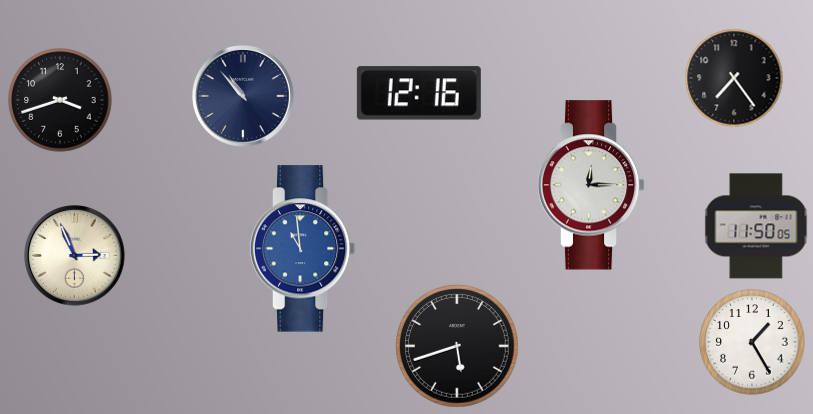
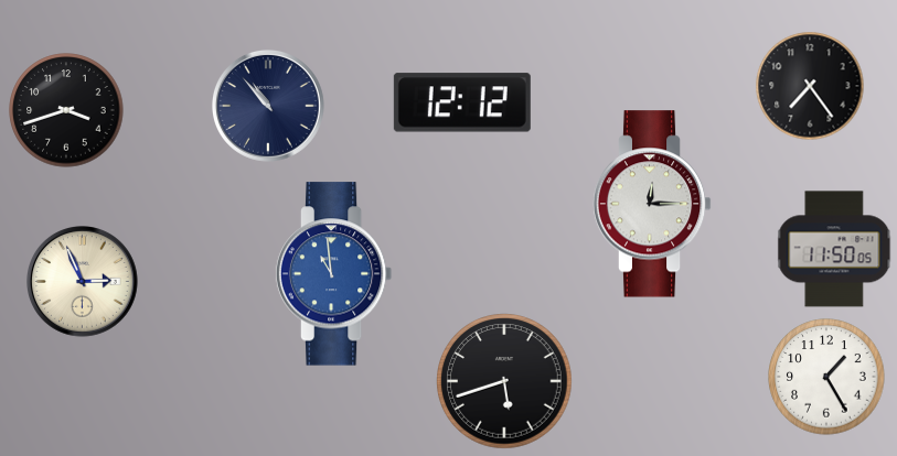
clock at (419, 93): 12:16 -> 12:12
clock at (752, 342) position: (752, 342) -> (826, 377)
